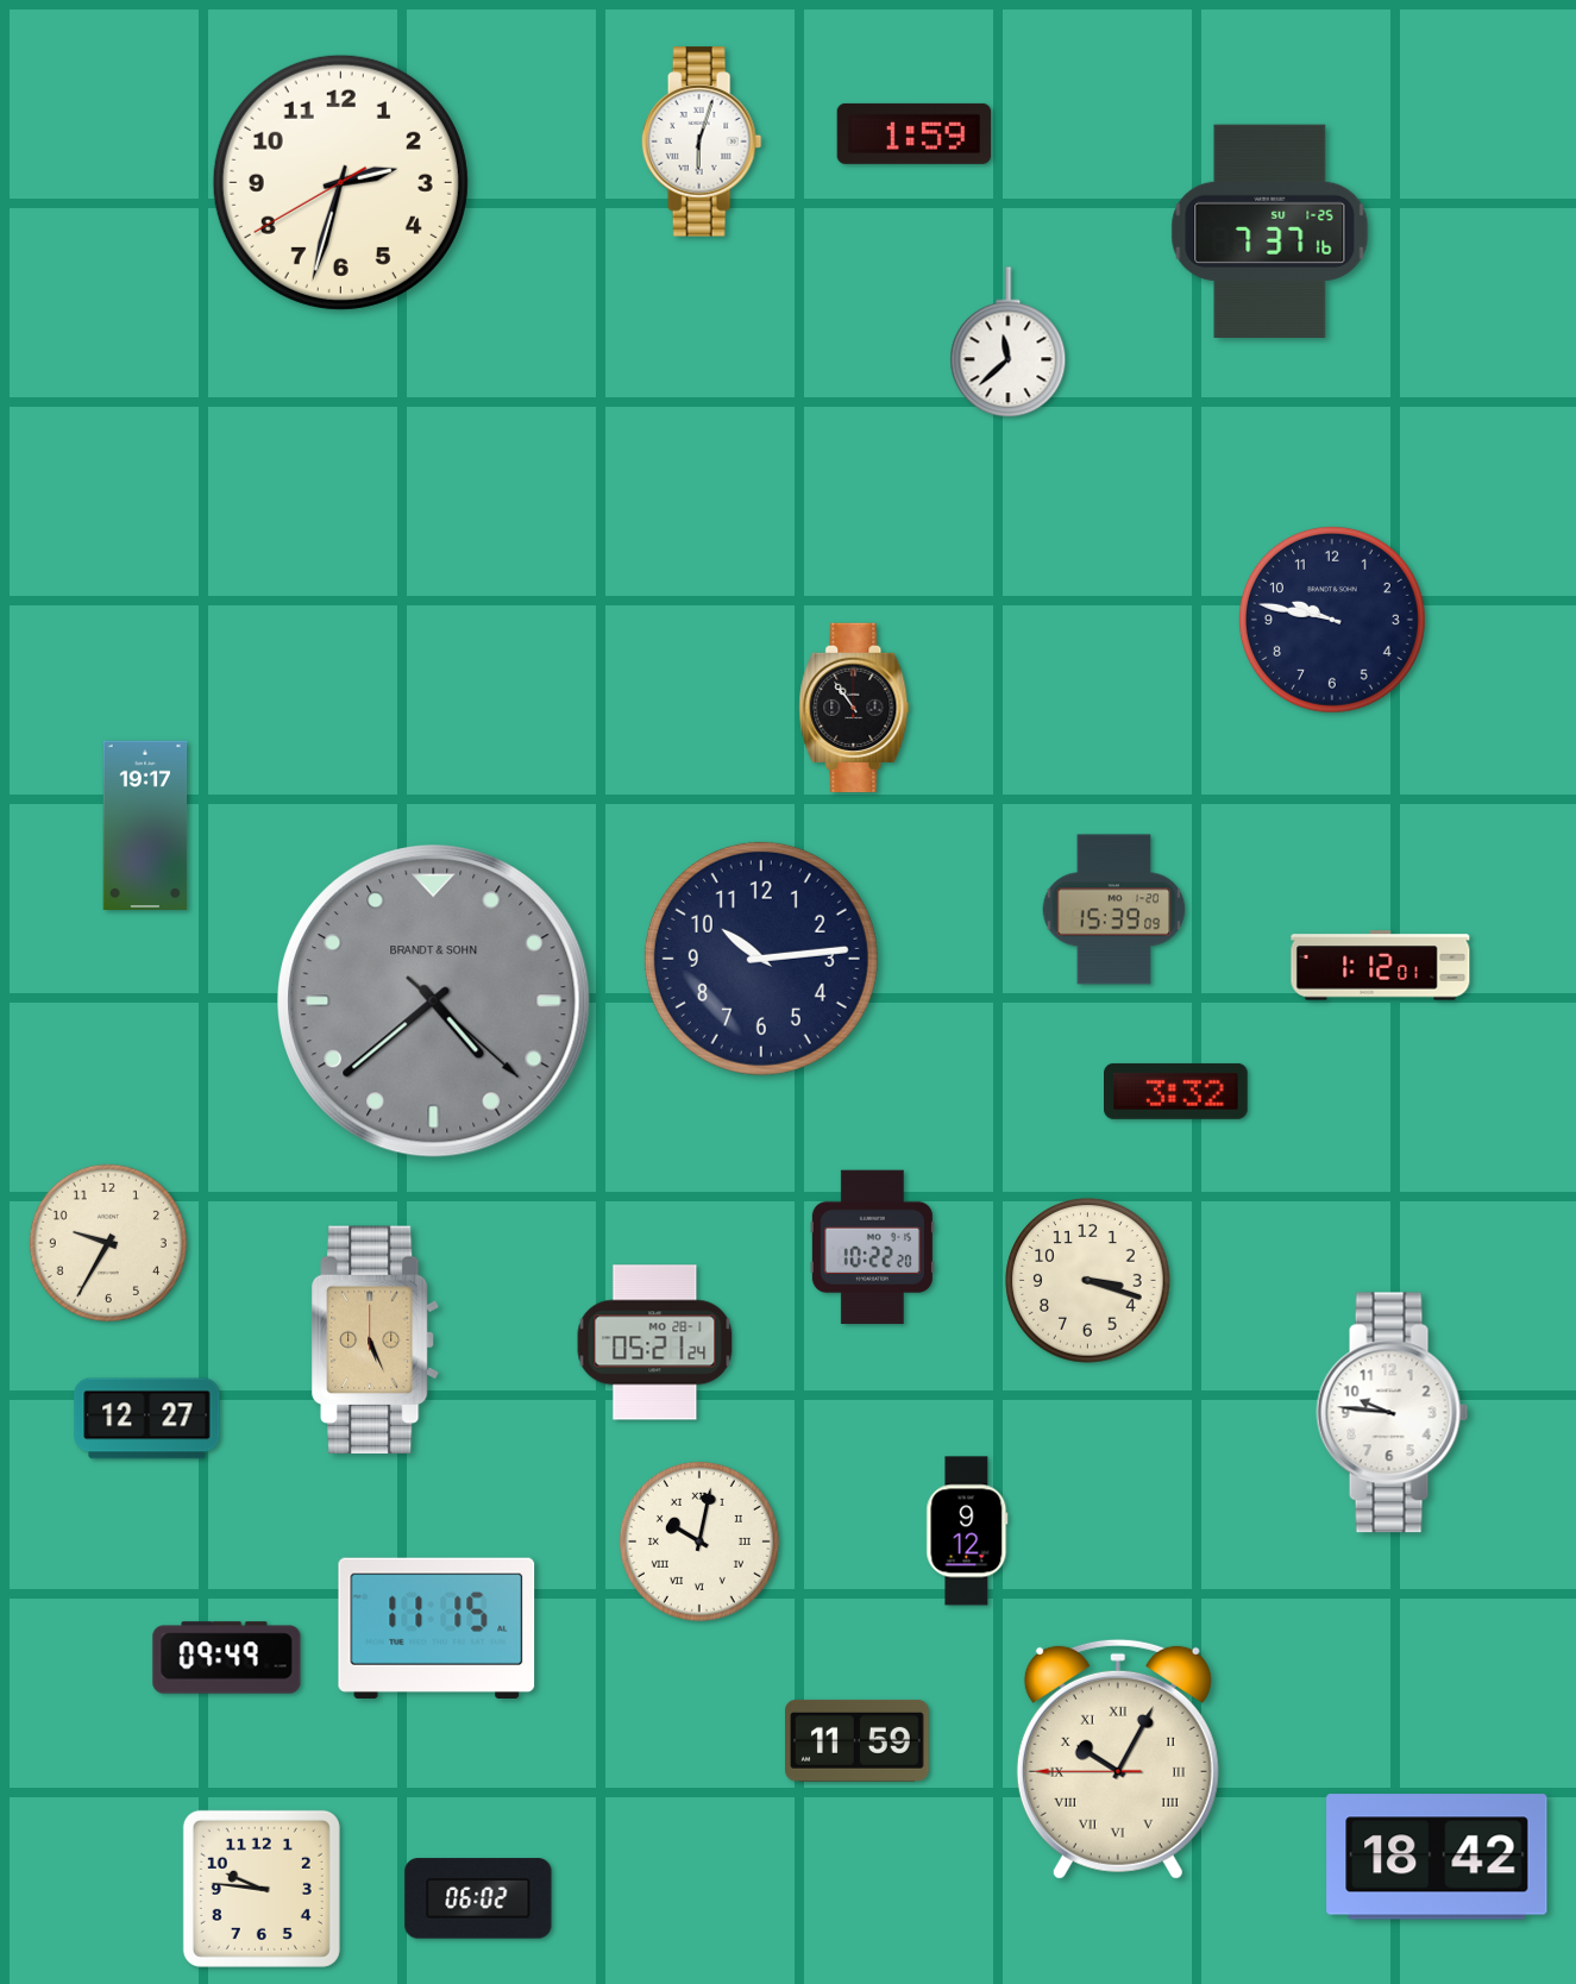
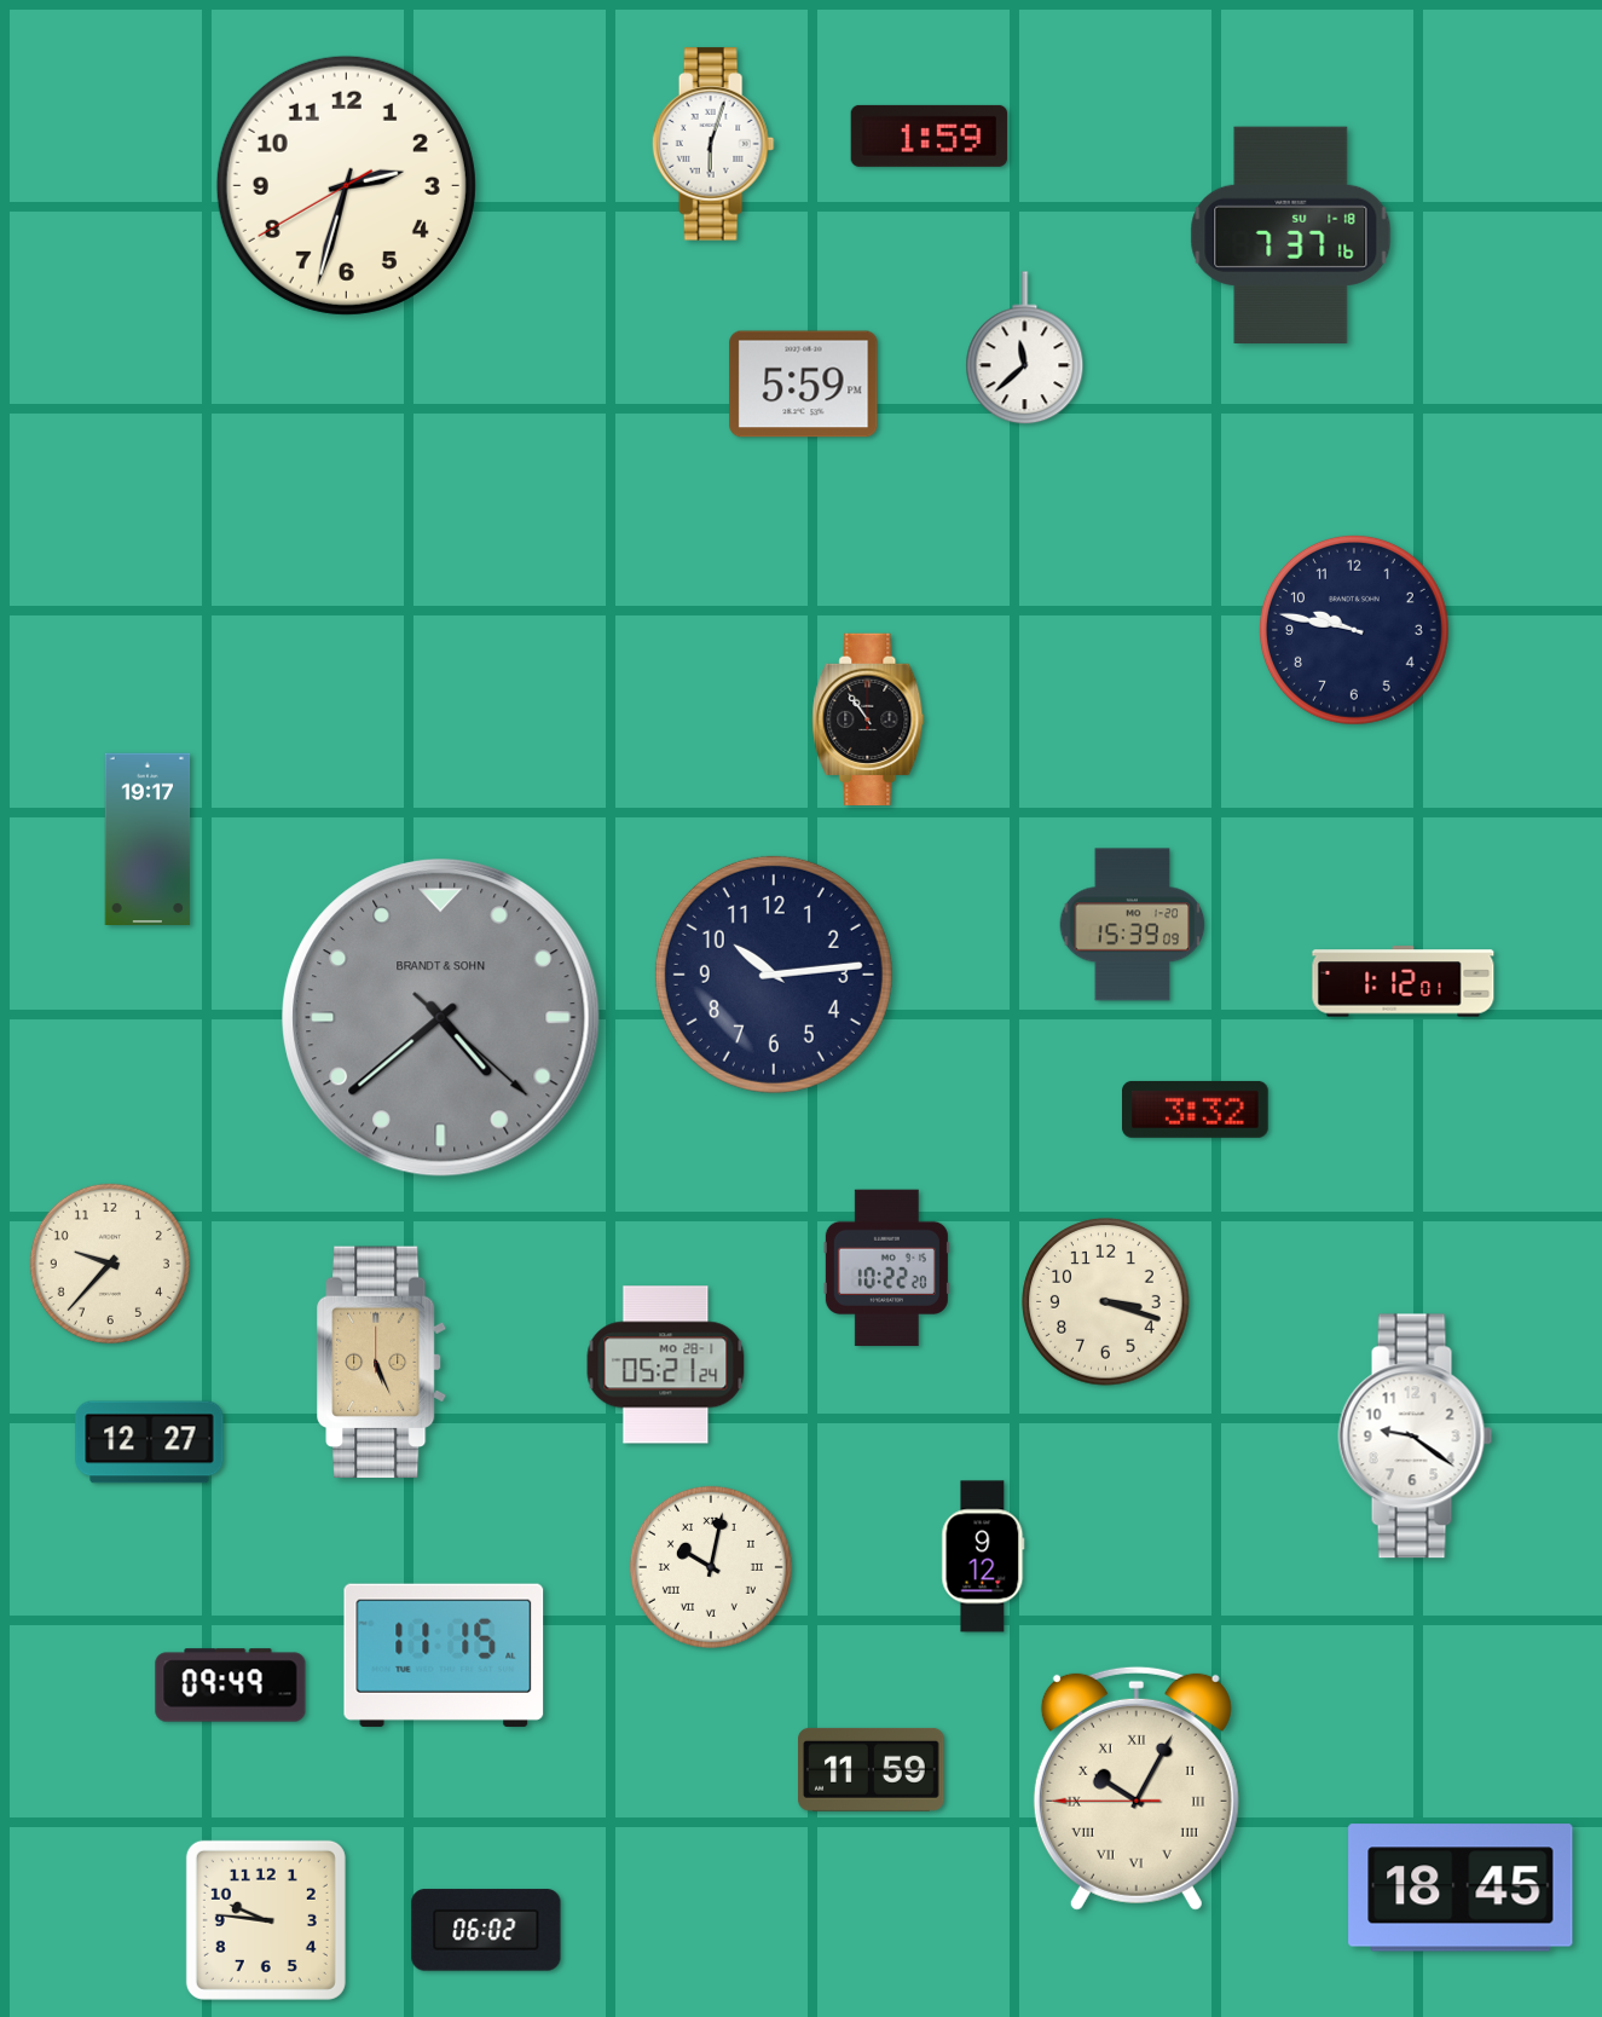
clock at (1270, 231) date: SU 1-25 -> SU 1-18
clock at (804, 385): none -> 5:59
clock at (108, 1243): 9:35 -> 9:37
clock at (1393, 1413): 9:46 -> 9:21
clock at (1437, 1857): 18:42 -> 18:45
